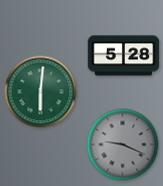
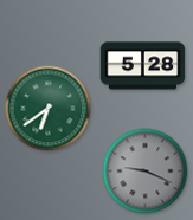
clock at (124, 56) position: (124, 56) -> (143, 66)
clock at (41, 92): 6:01 -> 6:39
